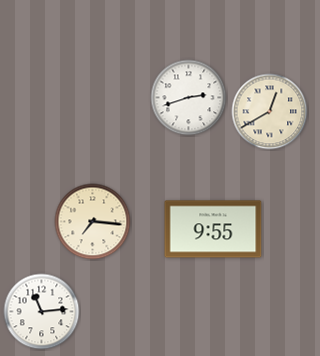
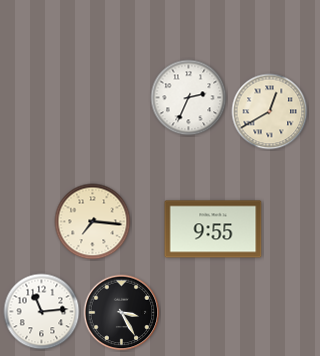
clock at (189, 98): 2:42 -> 2:34
clock at (122, 313): none -> 3:25
